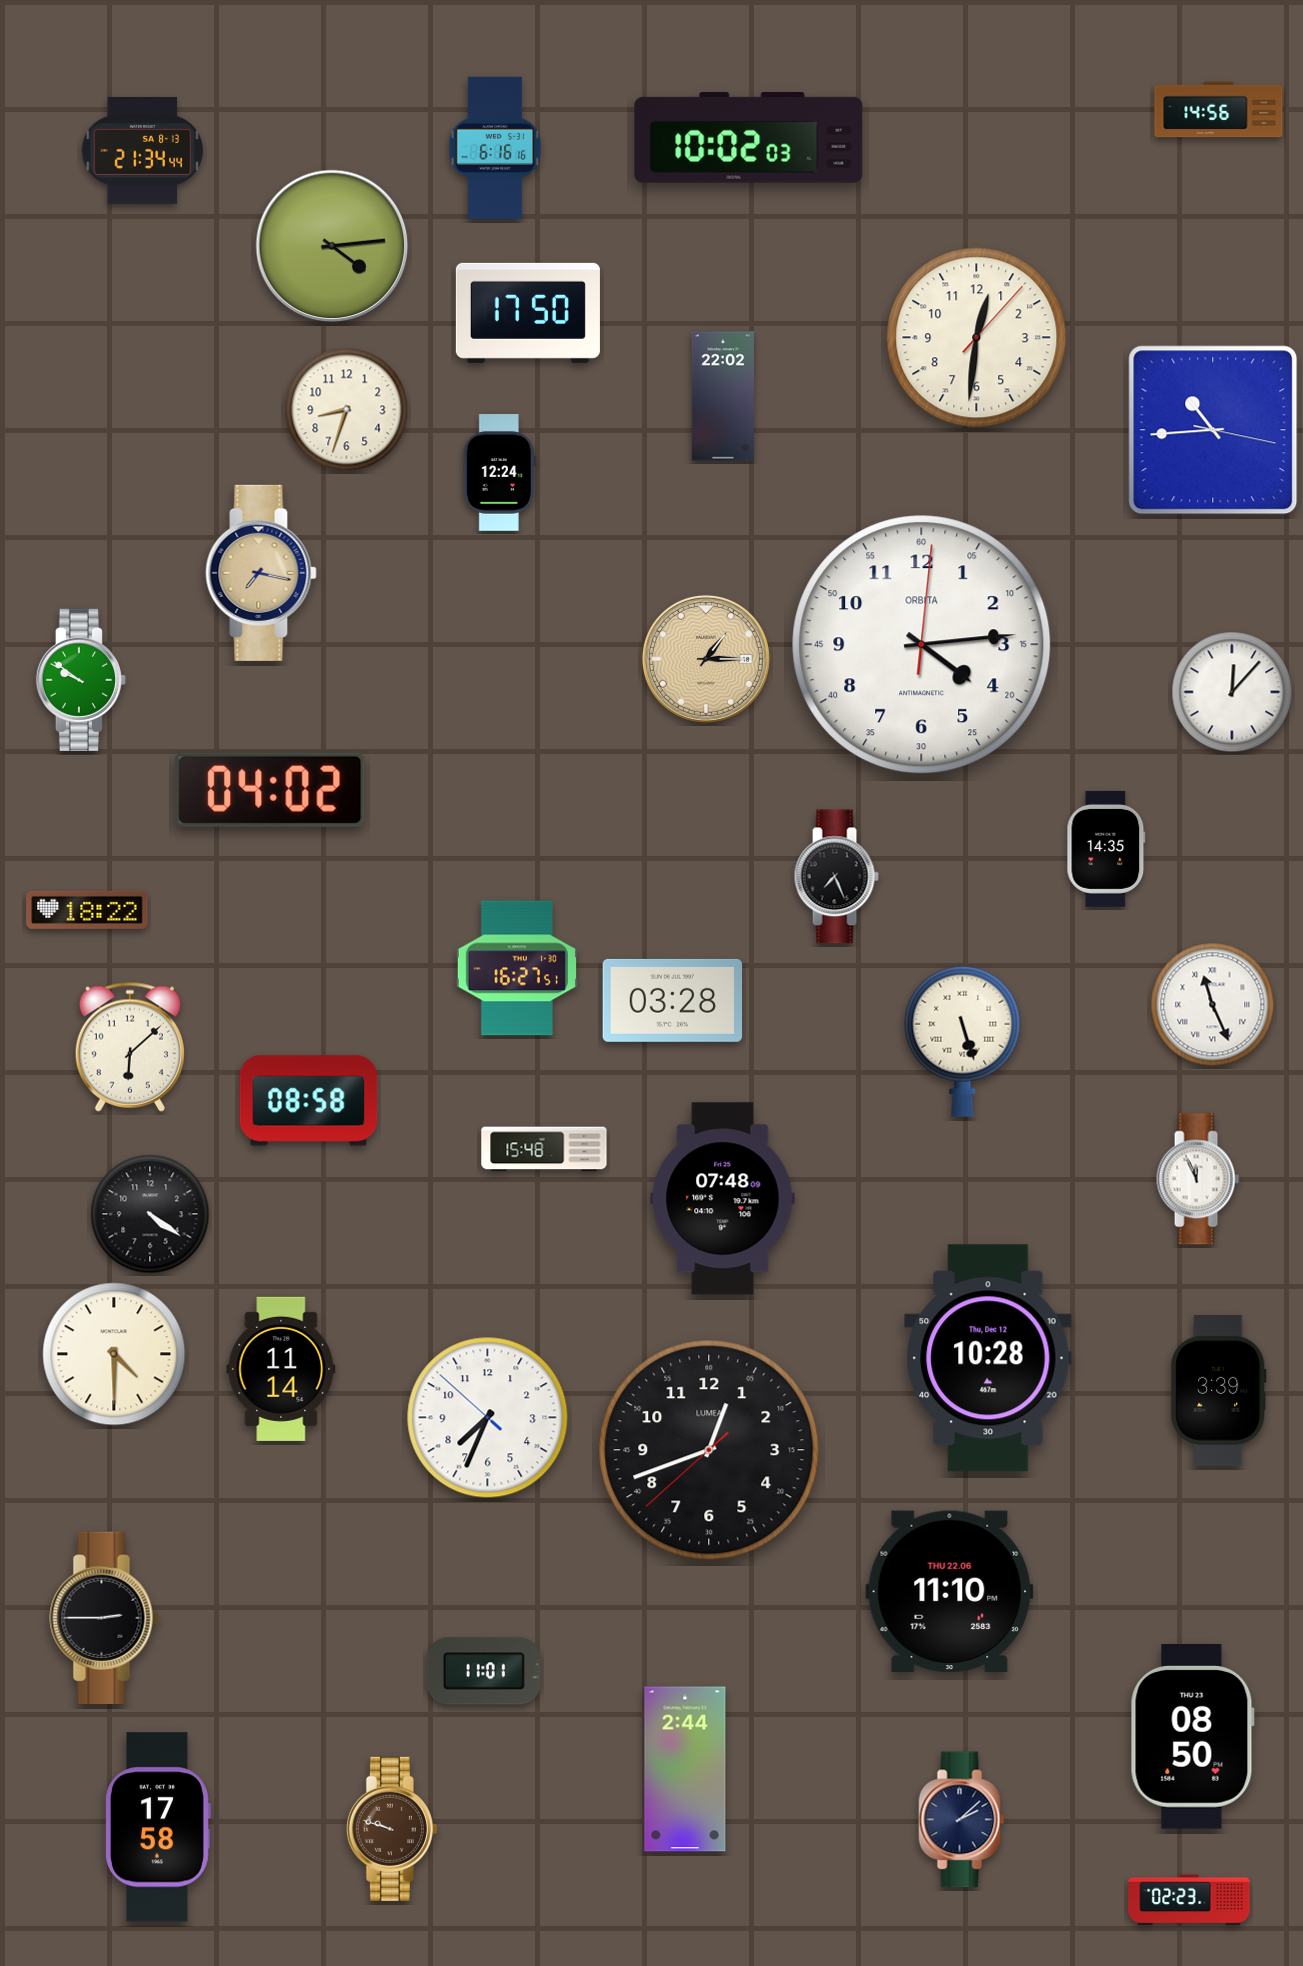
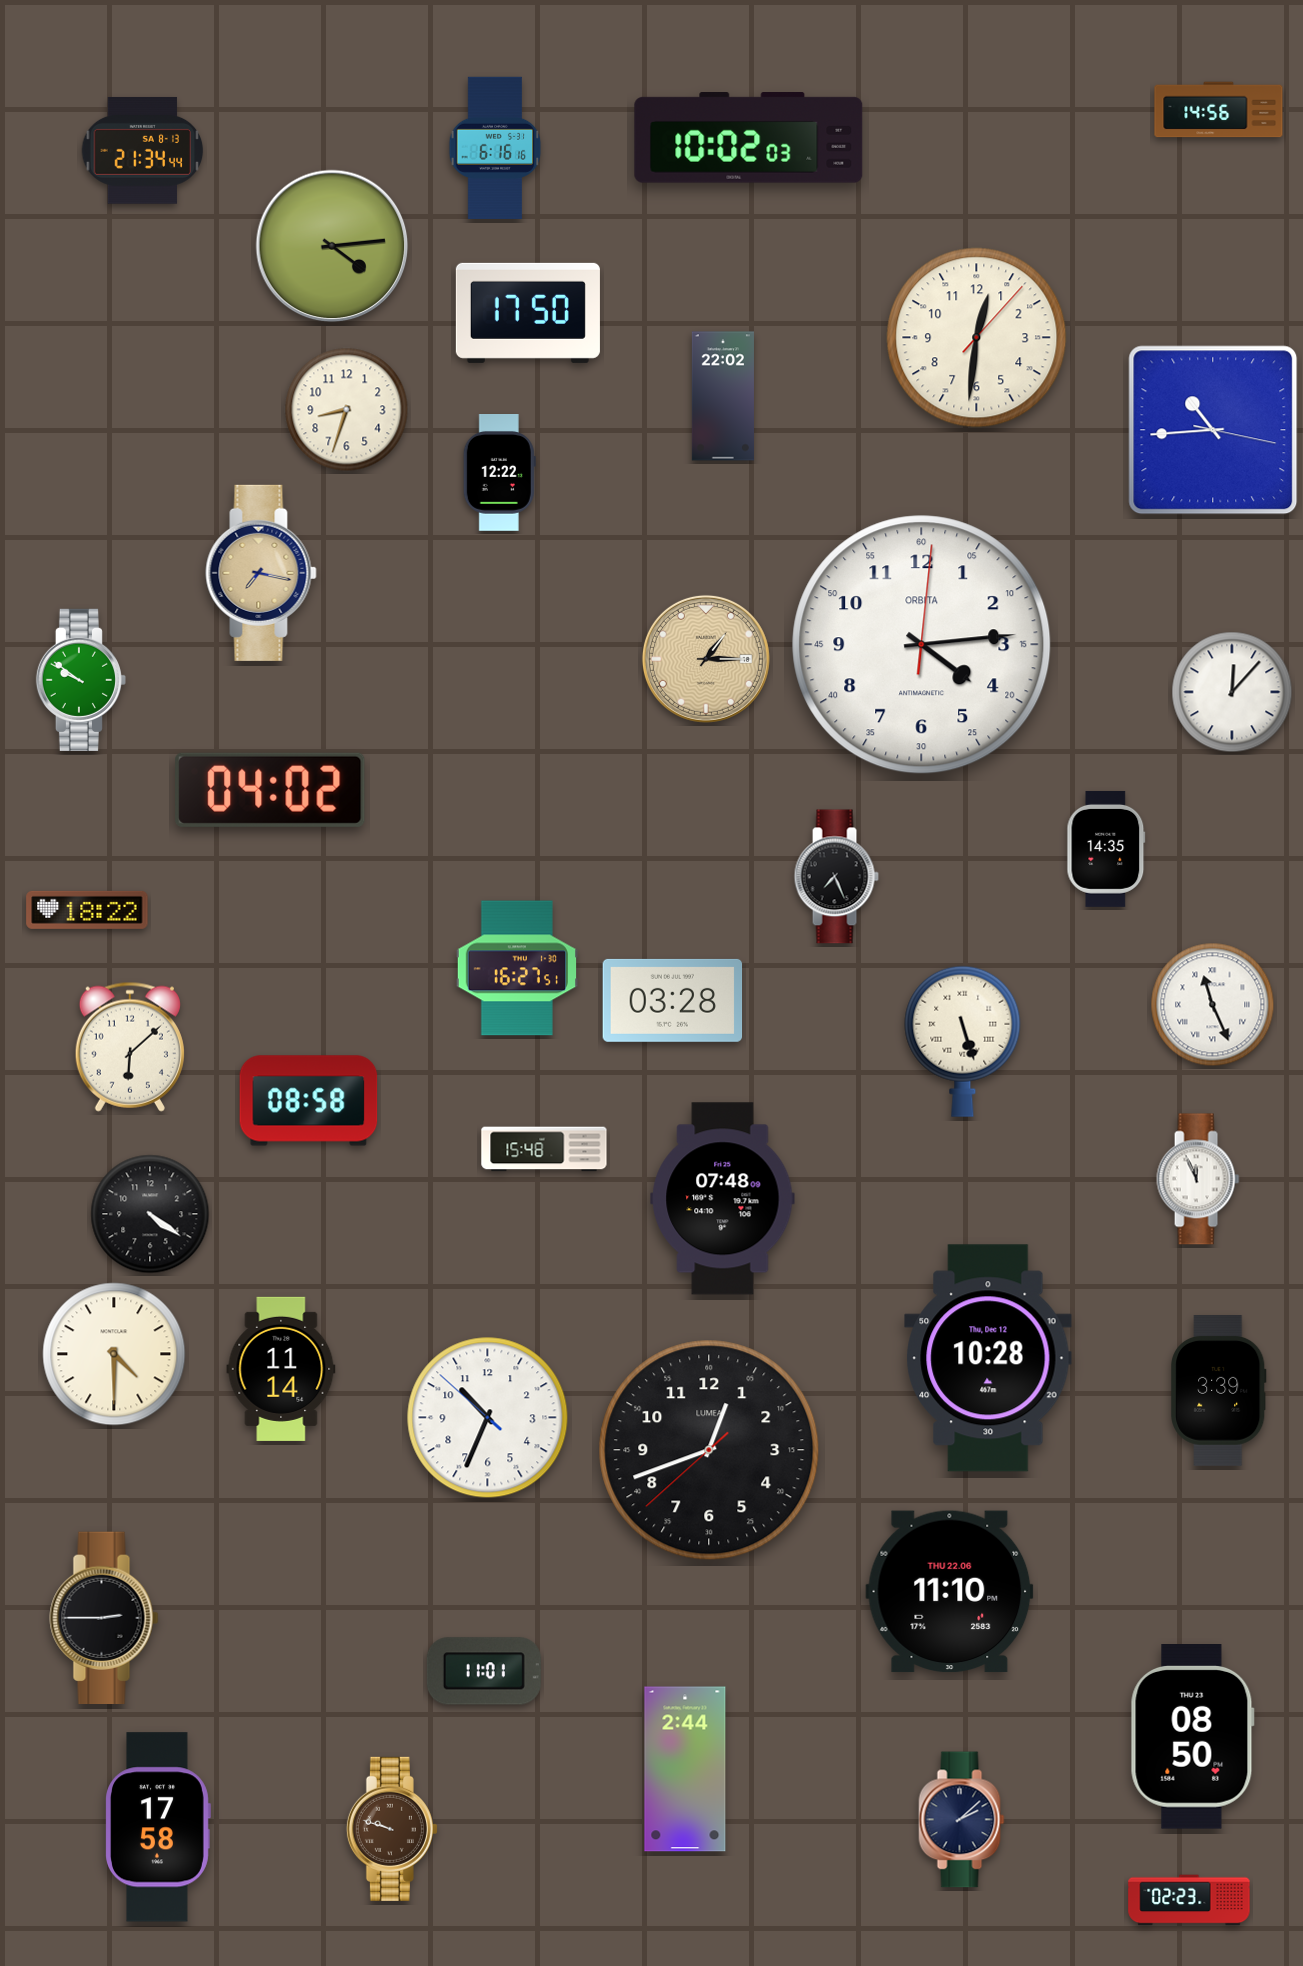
clock at (499, 473): 12:24 -> 12:22
clock at (488, 1418): 7:33 -> 10:33
